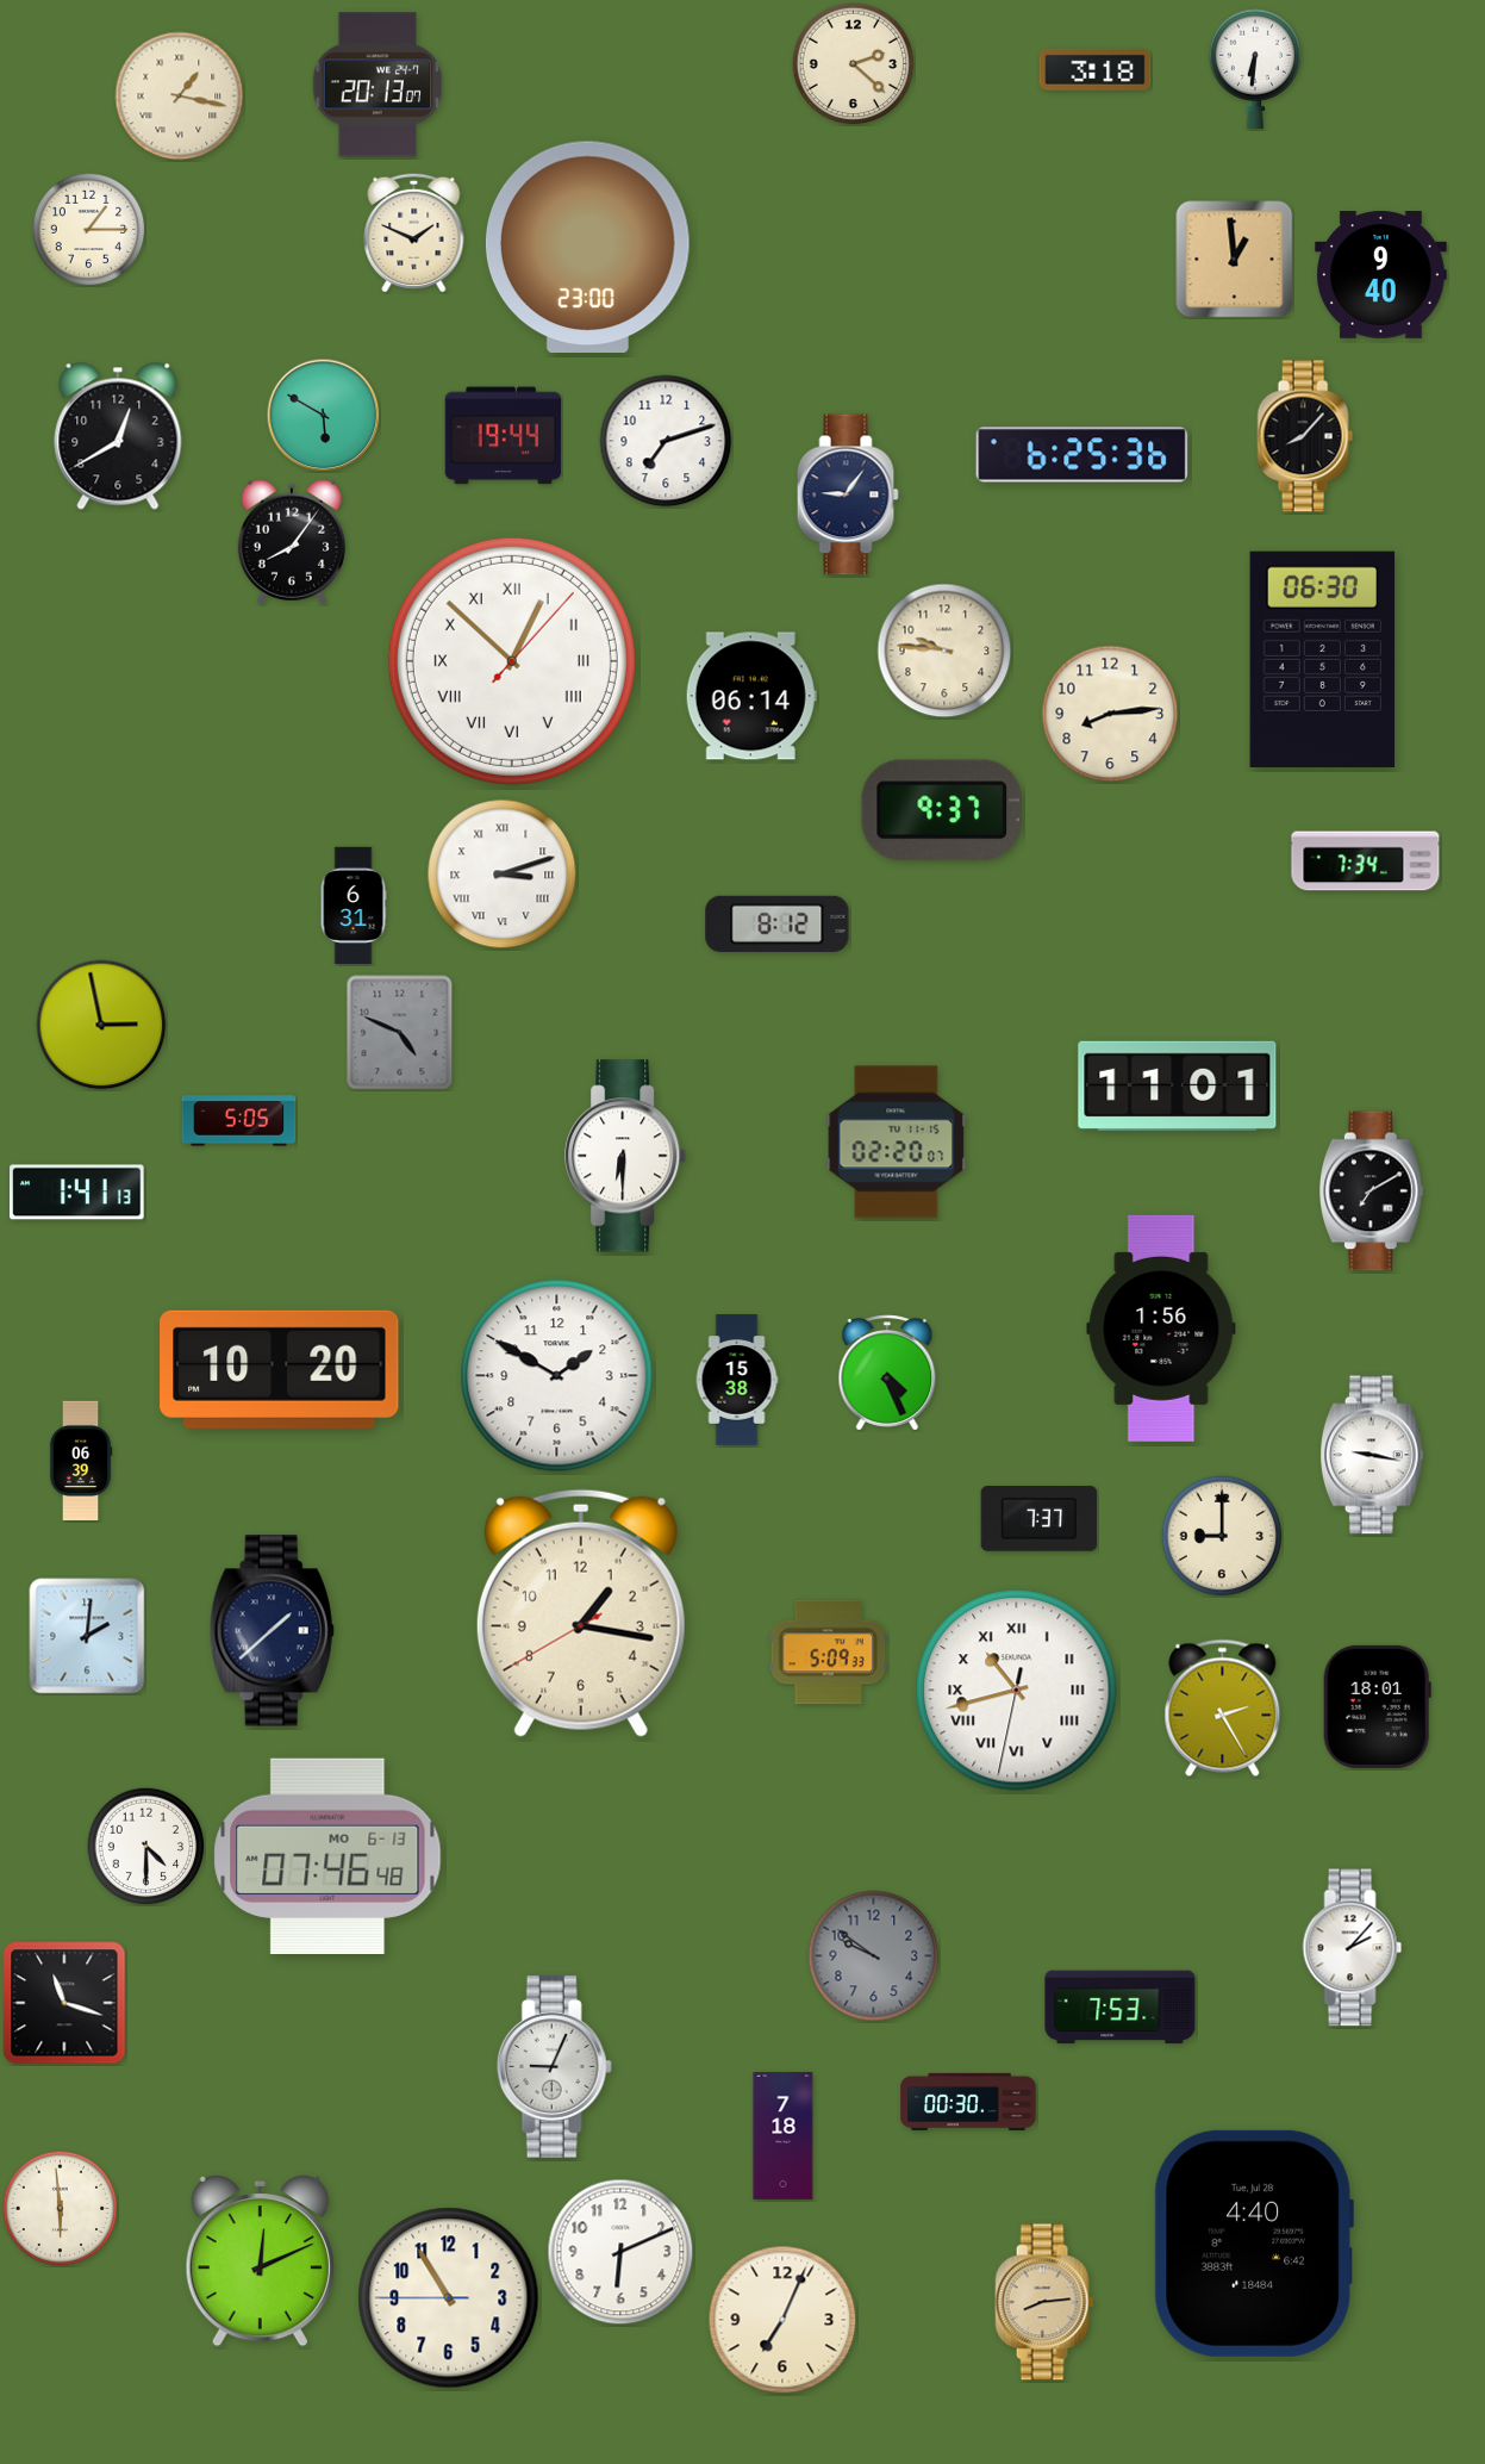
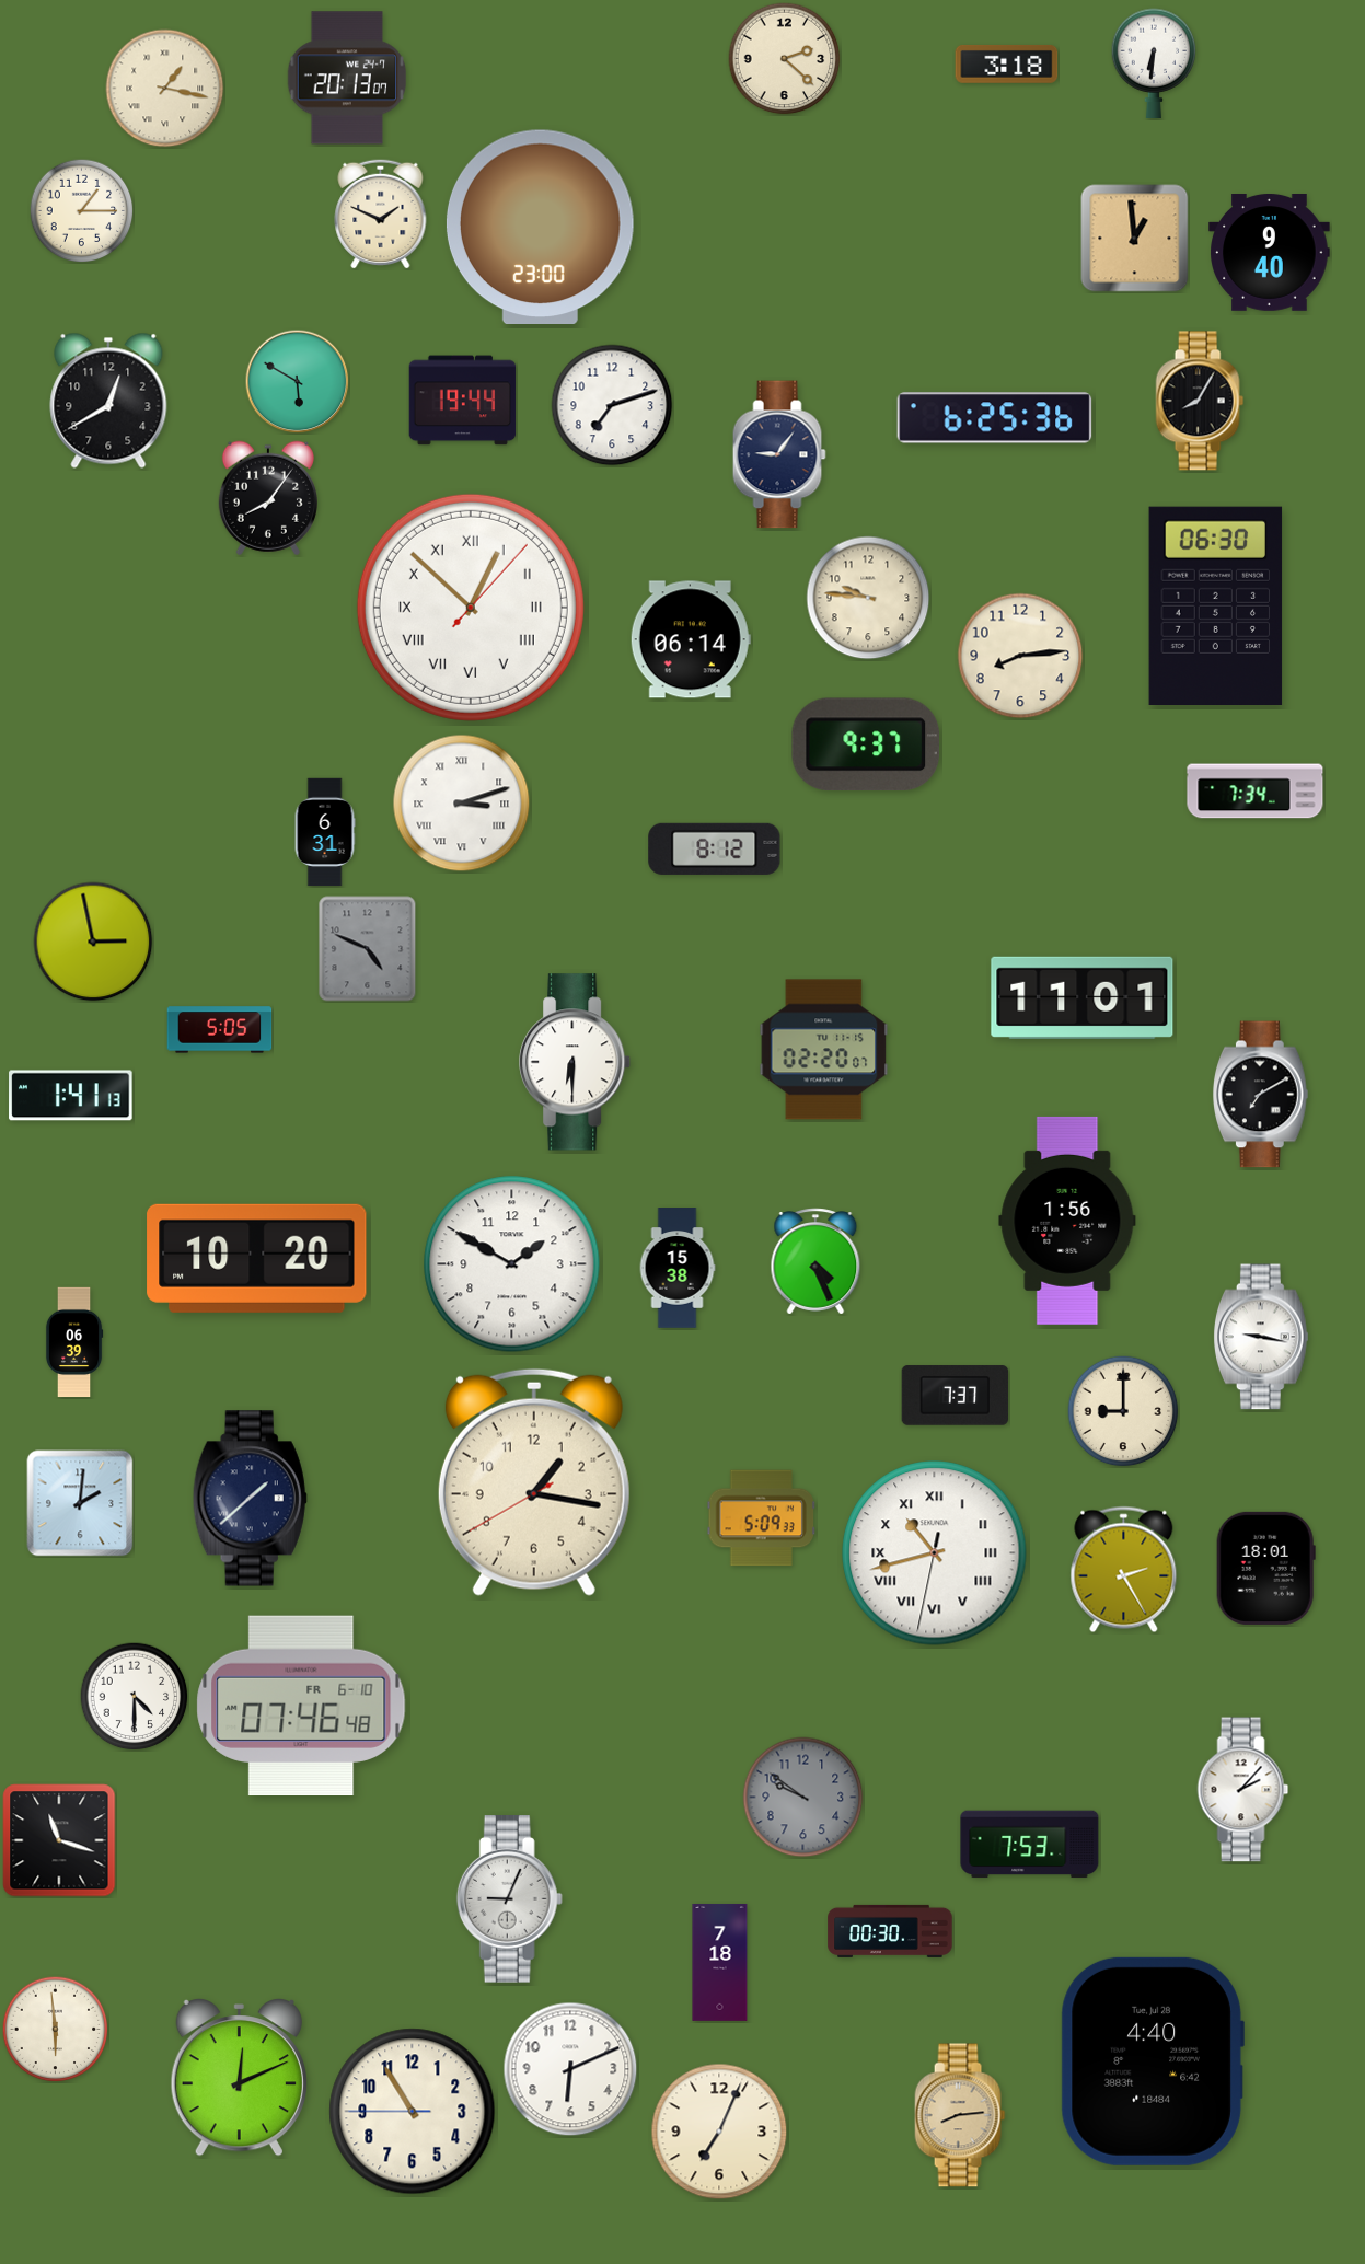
clock at (1305, 436): 8:07 -> 8:05
clock at (327, 1855) date: MO 6-13 -> FR 6-10
